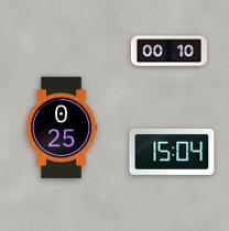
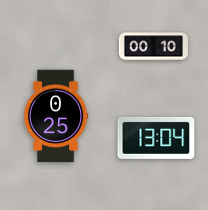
clock at (172, 152): 15:04 -> 13:04
